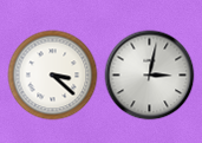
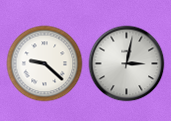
clock at (53, 76): 3:22 -> 9:22
